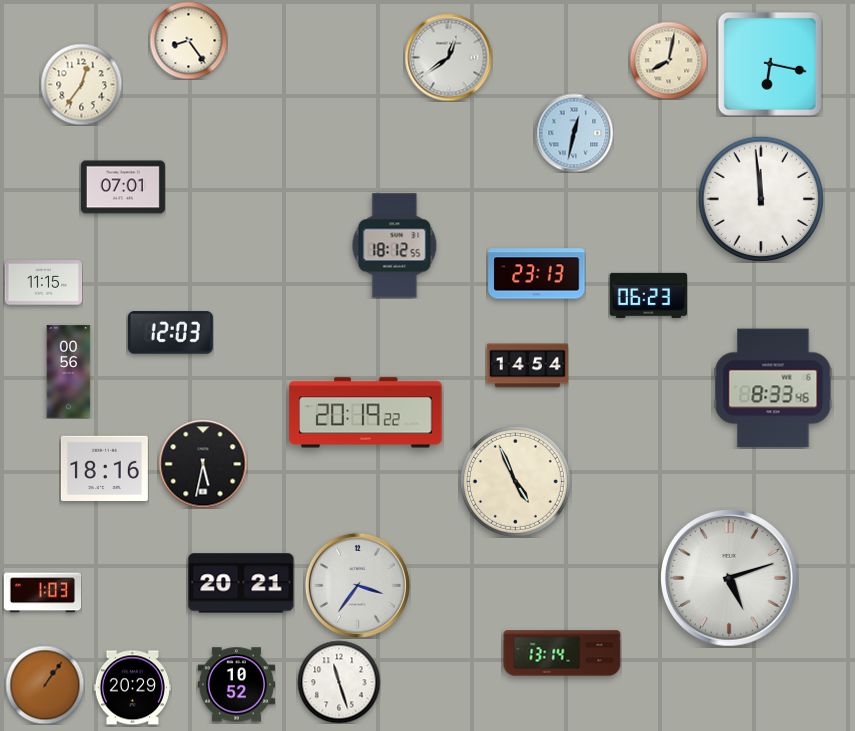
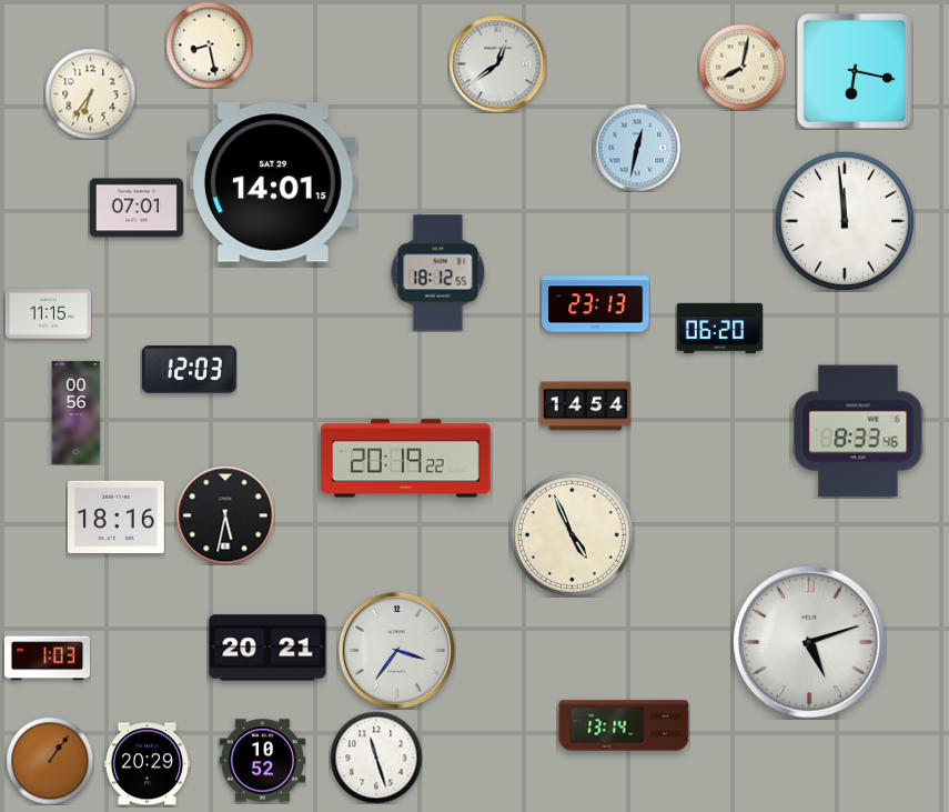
clock at (188, 40): 8:24 -> 8:28
clock at (81, 84): 12:36 -> 6:36
clock at (274, 182): none -> 14:01
clock at (648, 295): 06:23 -> 06:20
clock at (104, 468) position: (104, 468) -> (115, 517)
